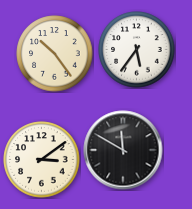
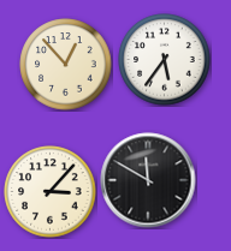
clock at (55, 54): 10:24 -> 12:53
clock at (42, 160): 3:09 -> 3:07
